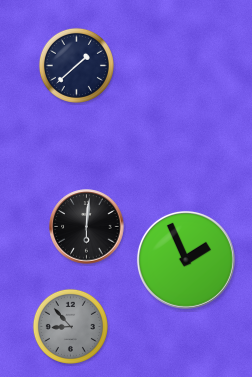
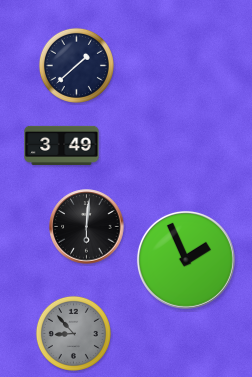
clock at (62, 145): none -> 3:49
clock at (70, 326) position: (70, 326) -> (73, 333)
